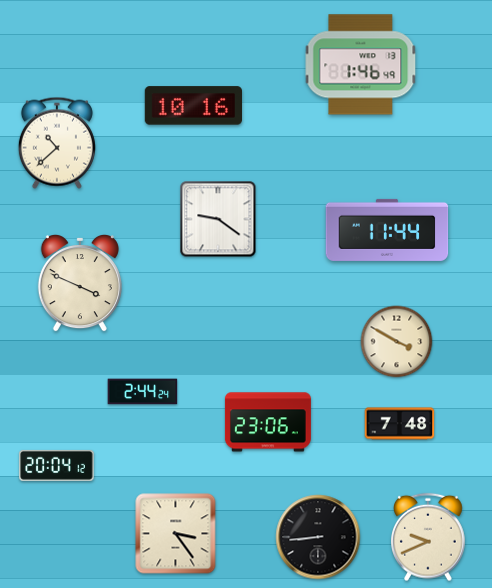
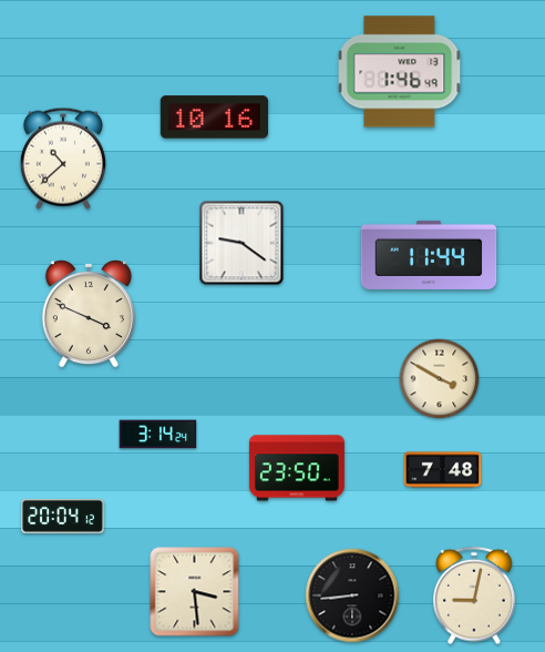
clock at (143, 392): 2:44 -> 3:14
clock at (268, 422): 23:06 -> 23:50
clock at (176, 534): 3:24 -> 3:29
clock at (429, 537): 9:41 -> 9:02
